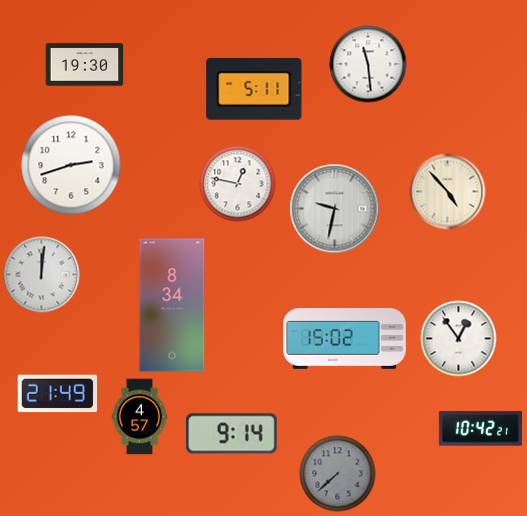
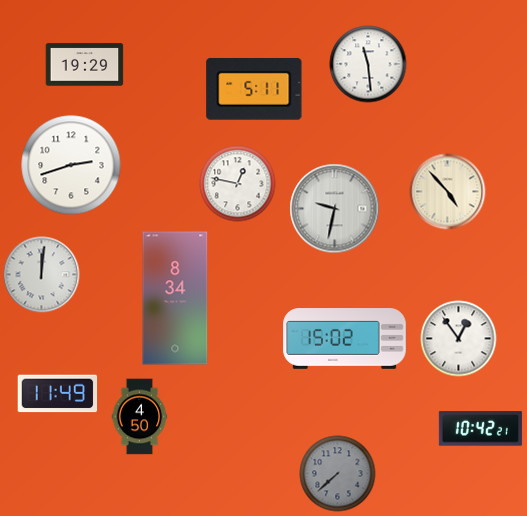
clock at (85, 65): 19:30 -> 19:29
clock at (172, 305) position: (172, 305) -> (175, 298)
clock at (58, 394): 21:49 -> 11:49
clock at (140, 417): 4:57 -> 4:50
clock at (232, 434): 9:14 -> none
